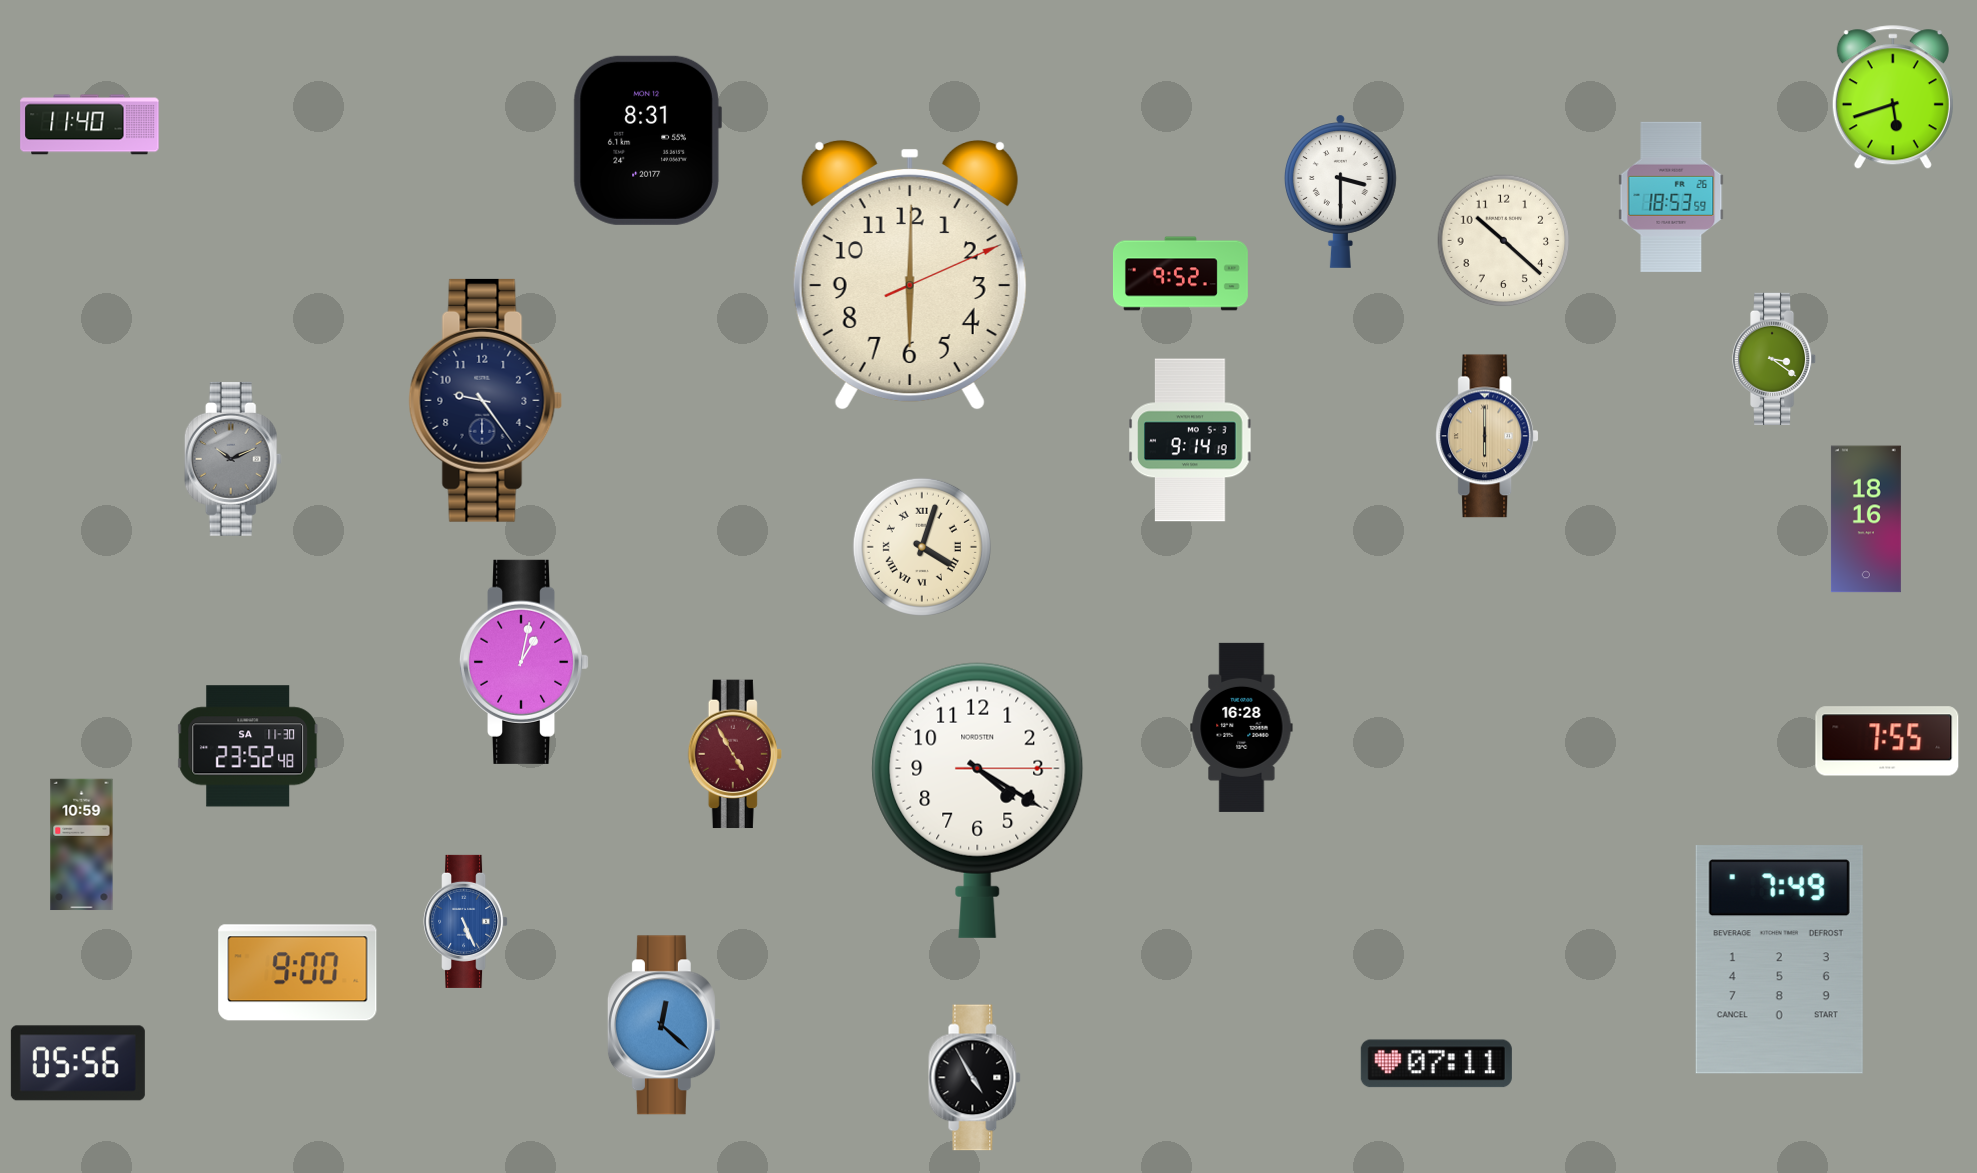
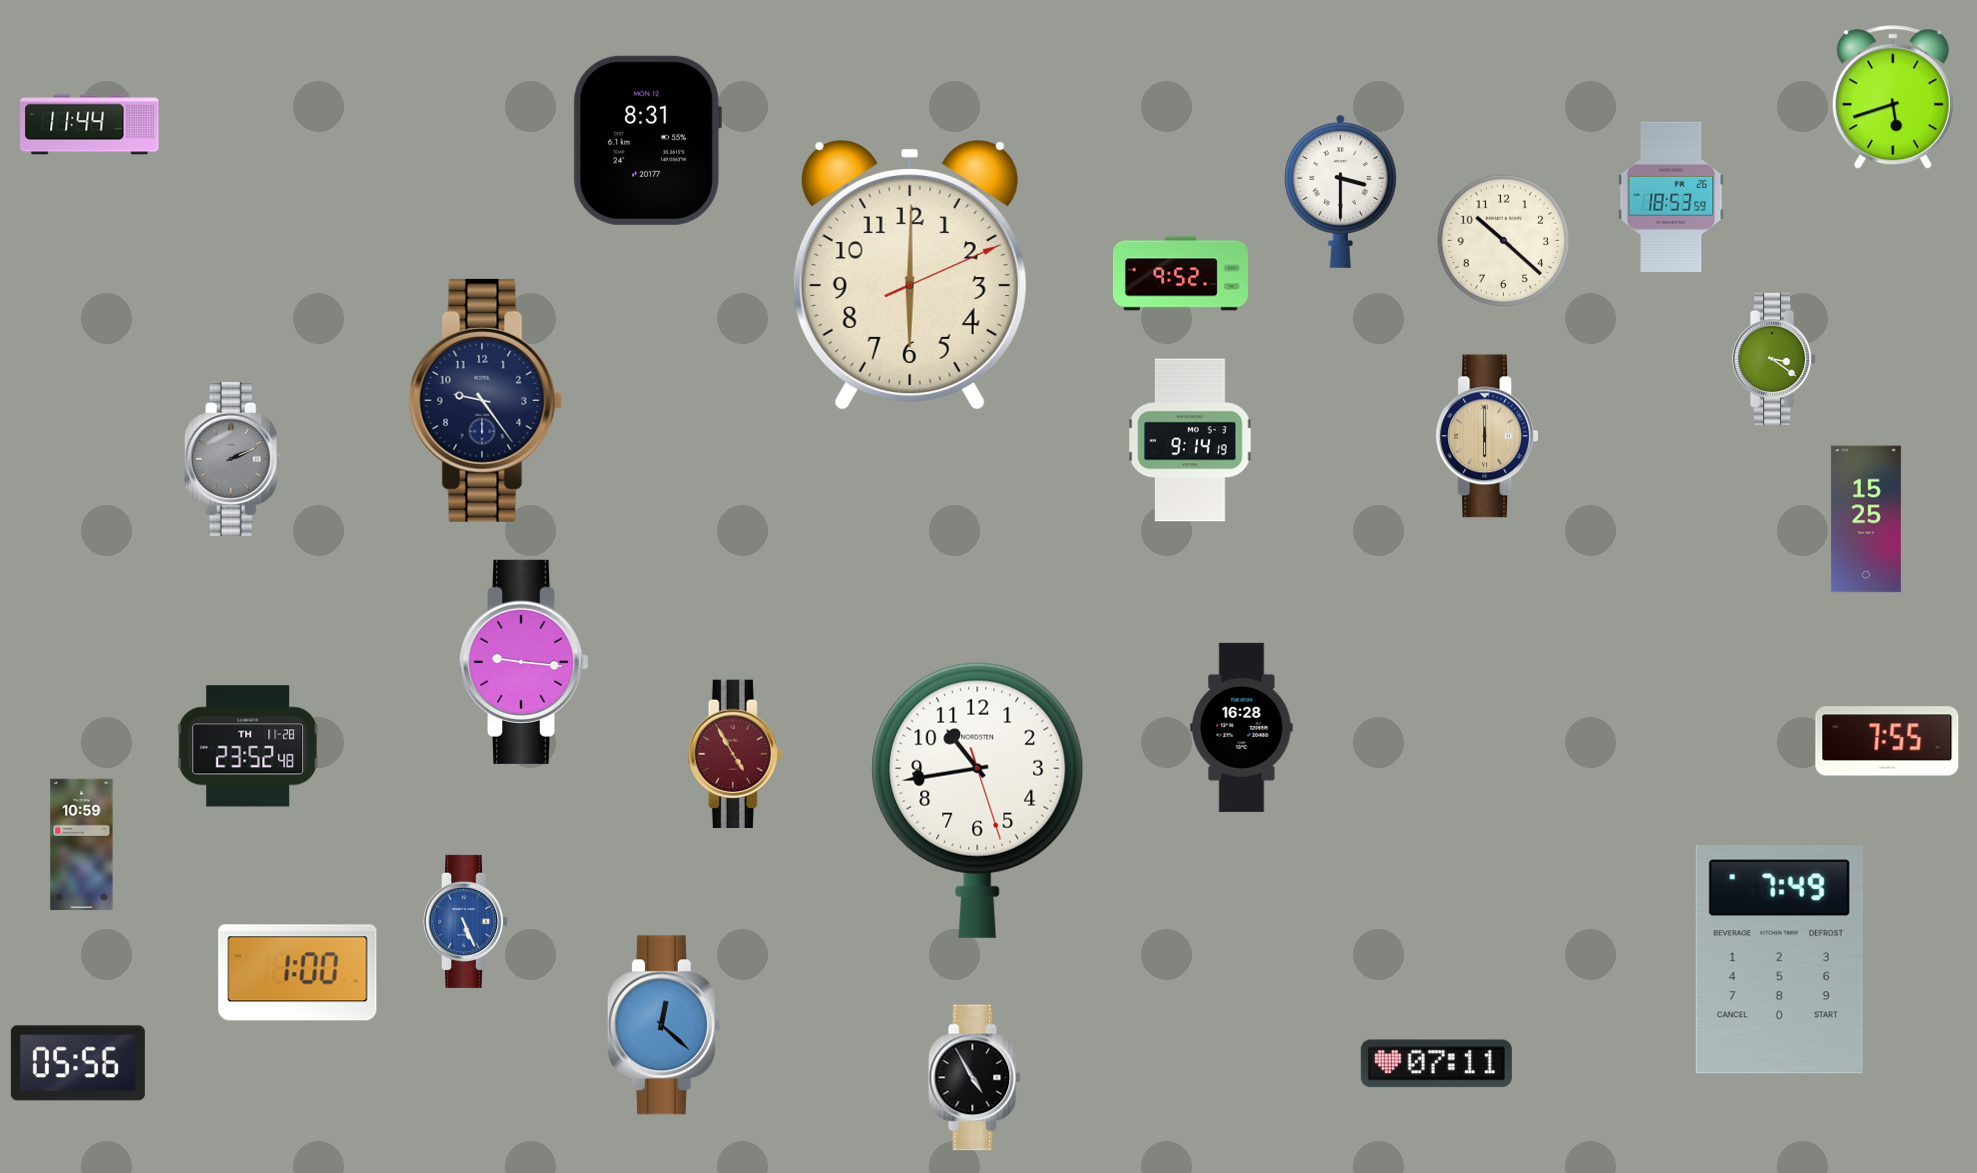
clock at (90, 125): 11:40 -> 11:44
clock at (233, 459): 10:11 -> 2:11
clock at (1866, 519): 18:16 -> 15:25
clock at (922, 547): 4:03 -> none
clock at (524, 662): 1:02 -> 9:16
clock at (248, 746) date: SA 11-30 -> TH 11-28
clock at (978, 800): 4:20 -> 10:43
clock at (298, 973): 9:00 -> 1:00
